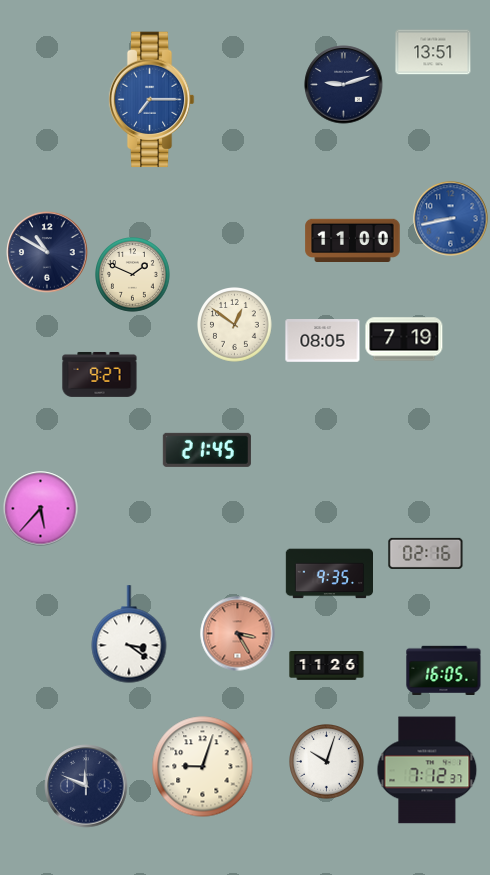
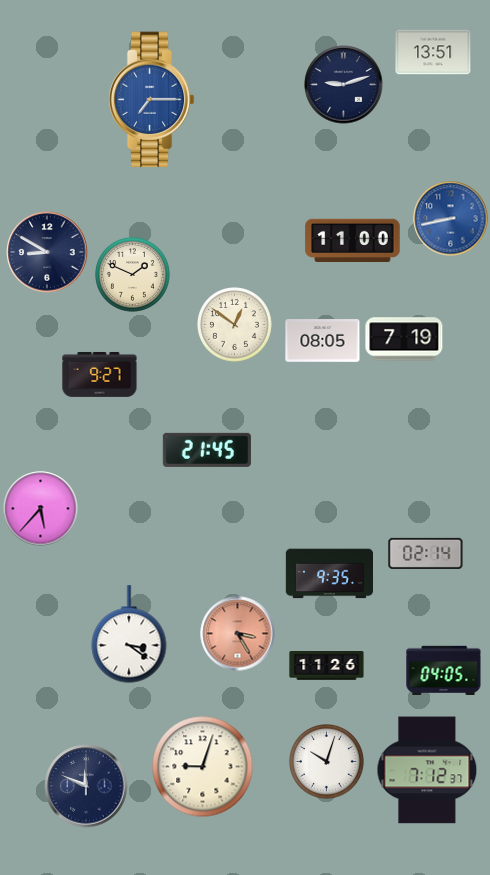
clock at (47, 252): 10:50 -> 8:50
clock at (426, 553): 02:16 -> 02:14
clock at (444, 670): 16:05 -> 04:05
